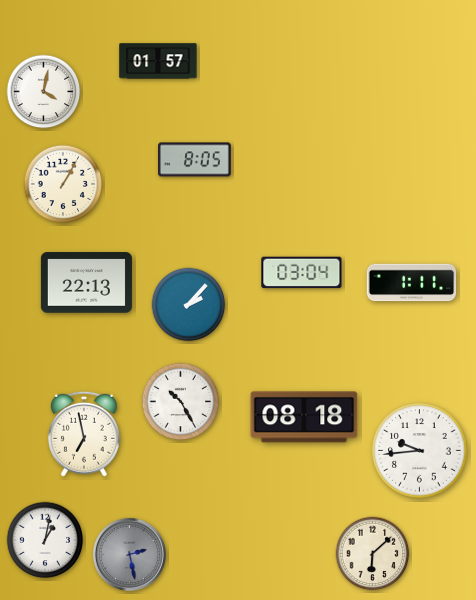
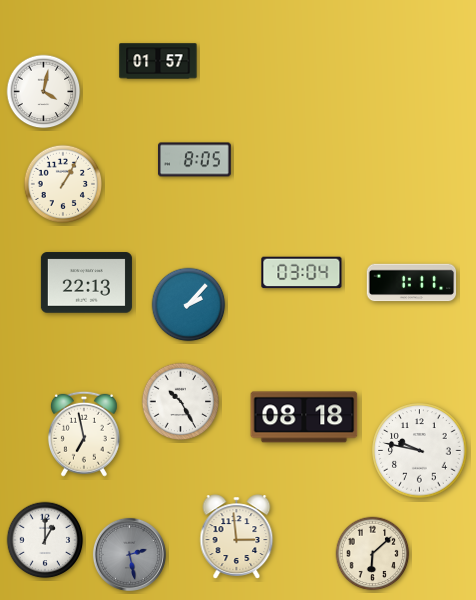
clock at (420, 451): 9:44 -> 9:47
clock at (237, 537): none -> 2:59
clock at (45, 540): 1:02 -> 1:00
